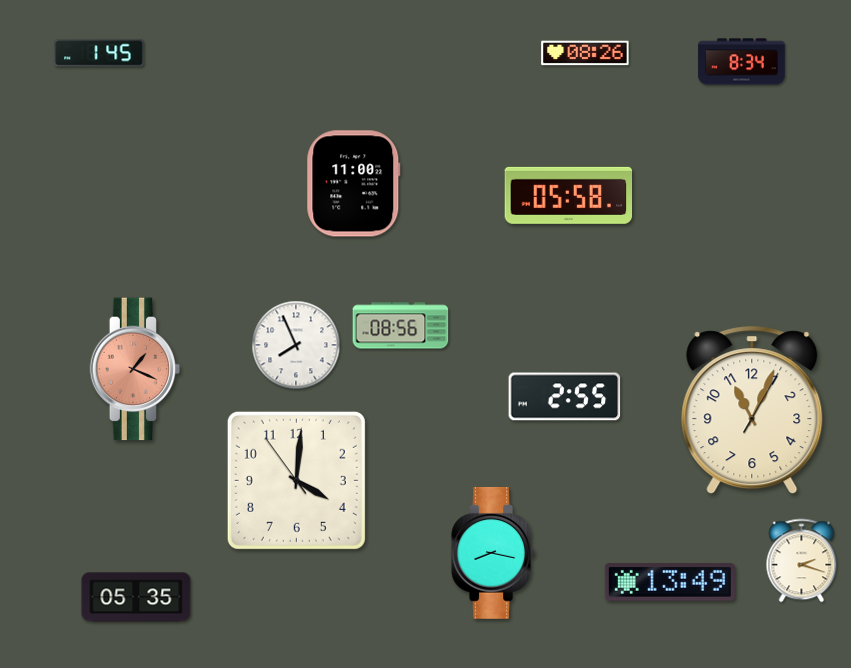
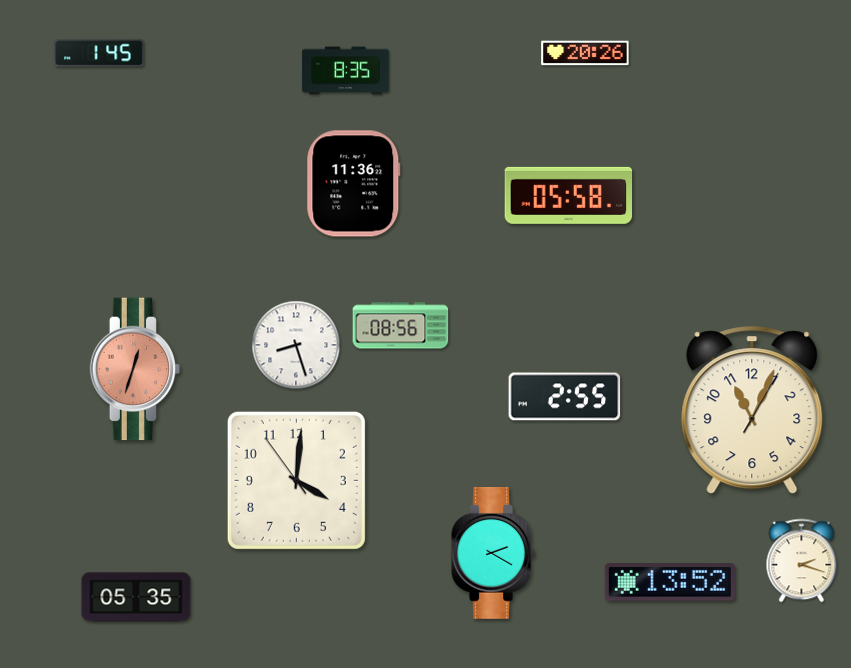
clock at (585, 53): 08:26 -> 20:26
clock at (742, 62): 8:34 -> none
clock at (346, 71): none -> 8:35
clock at (354, 184): 11:00 -> 11:36
clock at (296, 345): 7:56 -> 8:27
clock at (135, 369): 1:19 -> 12:33
clock at (493, 553): 8:17 -> 2:20
clock at (670, 582): 13:49 -> 13:52
